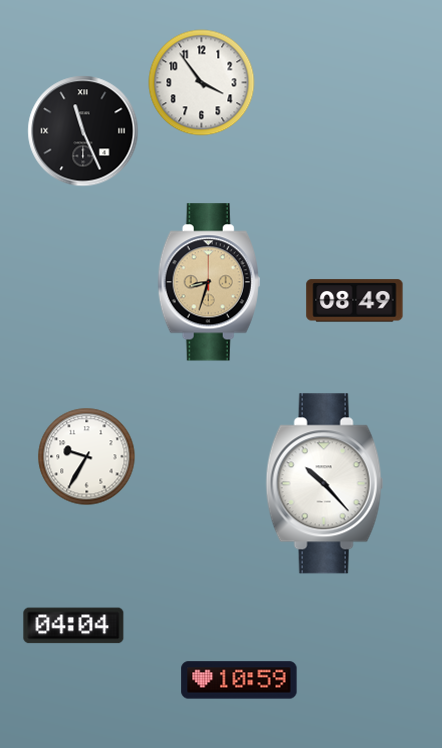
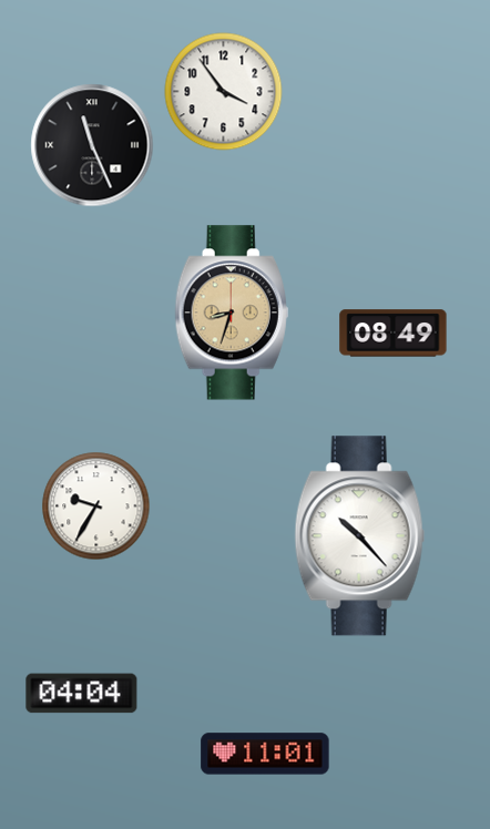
clock at (239, 680): 10:59 -> 11:01
